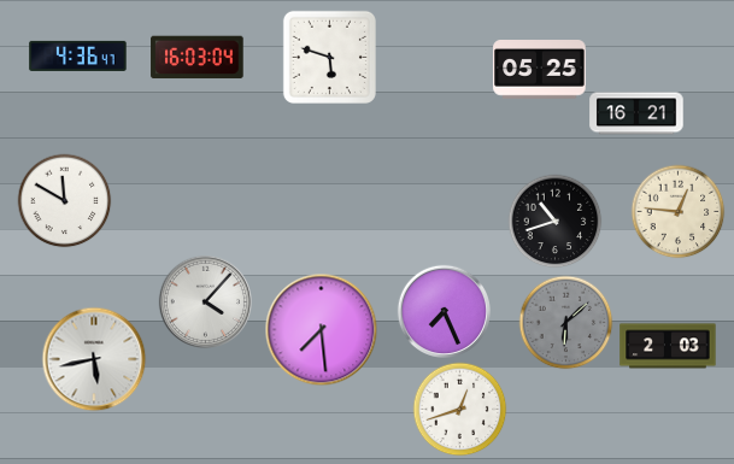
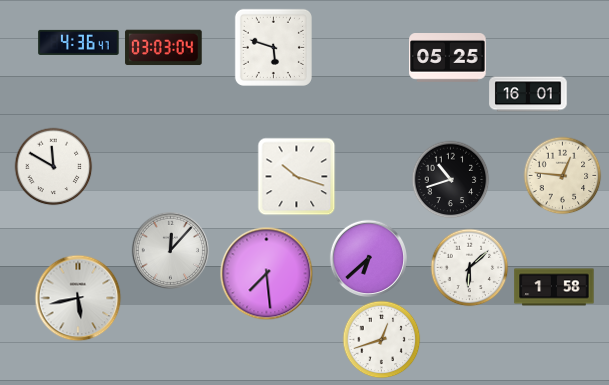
clock at (78, 55) position: (78, 55) -> (79, 42)
clock at (198, 58): 16:03 -> 03:03
clock at (636, 113): 16:21 -> 16:01
clock at (296, 176): none -> 10:18
clock at (554, 221) position: (554, 221) -> (450, 179)
clock at (205, 301): 4:07 -> 12:07
clock at (444, 311): 7:26 -> 6:38
clock at (565, 322) dial: grey -> white
clock at (668, 346): 2:03 -> 1:58
